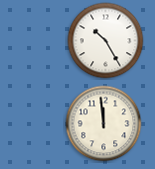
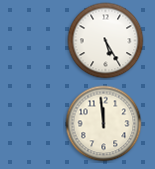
clock at (106, 41): 10:25 -> 5:25
